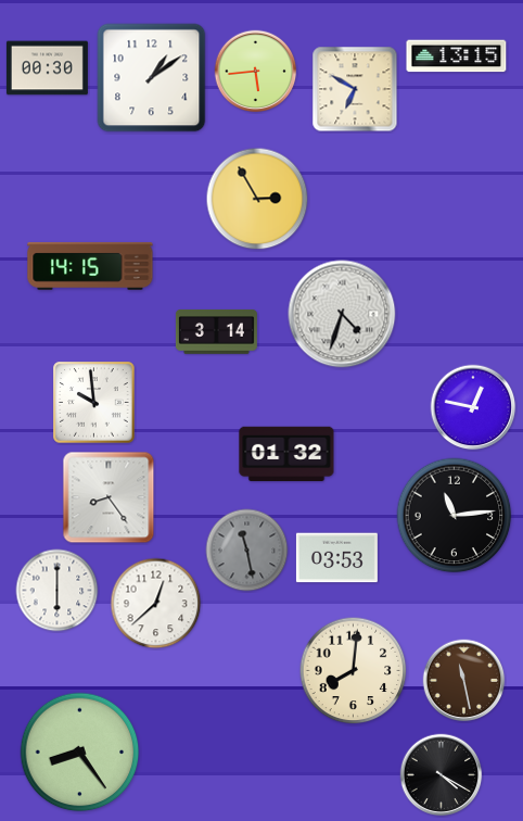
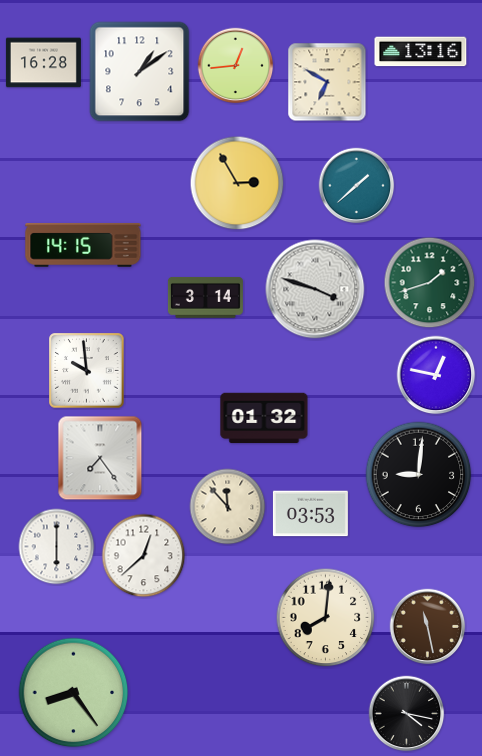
clock at (457, 56): 13:15 -> 13:16
clock at (47, 68): 00:30 -> 16:28
clock at (256, 72): 5:44 -> 12:44
clock at (357, 186): none -> 1:38
clock at (430, 283): none -> 1:42
clock at (342, 314): 4:33 -> 3:48
clock at (216, 332) position: (216, 332) -> (205, 298)
clock at (109, 497): 8:24 -> 7:24
clock at (455, 516): 11:14 -> 9:01
clock at (247, 551): 11:28 -> 11:53
clock at (247, 551) dial: grey -> cream
clock at (58, 591) position: (58, 591) -> (57, 547)
clock at (442, 775): 4:20 -> 4:17
